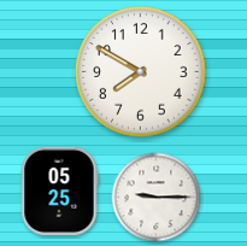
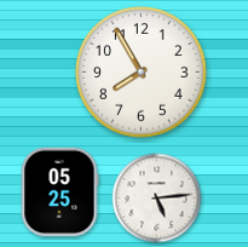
clock at (141, 72): 7:50 -> 7:55
clock at (157, 198): 9:15 -> 5:14
